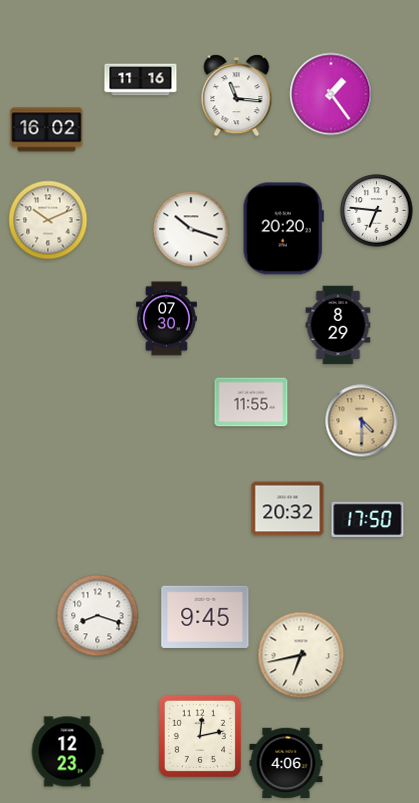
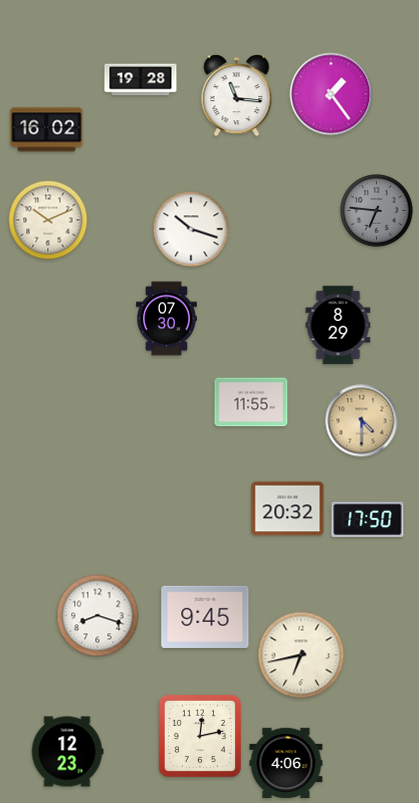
clock at (141, 80): 11:16 -> 19:28
clock at (377, 211) dial: white -> grey
clock at (283, 229): 20:20 -> none
